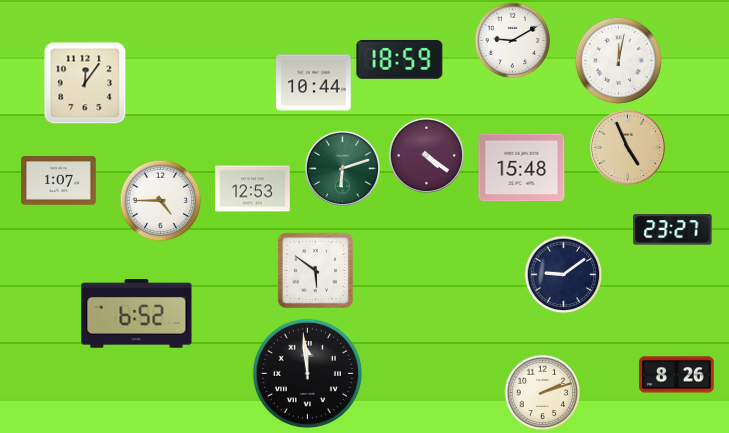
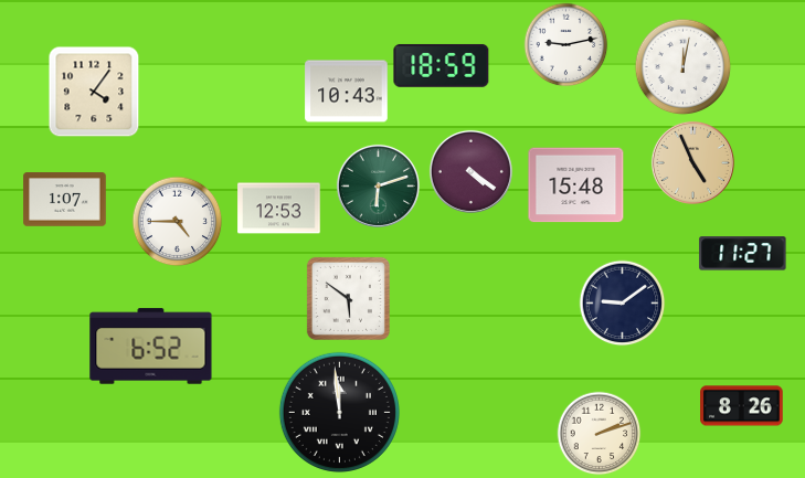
clock at (513, 41): 9:10 -> 9:13
clock at (85, 83): 12:06 -> 4:06
clock at (314, 83): 10:44 -> 10:43
clock at (673, 230): 23:27 -> 11:27
clock at (677, 375) position: (677, 375) -> (742, 406)
